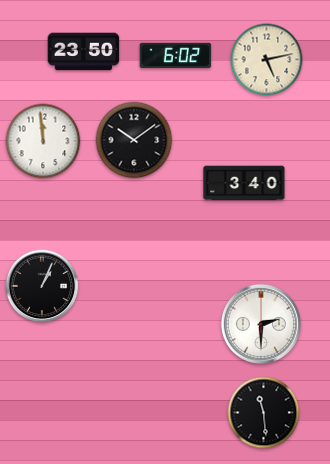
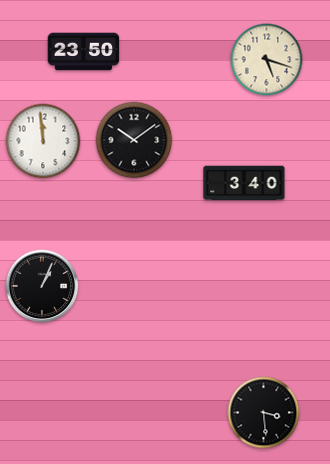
clock at (176, 55): 6:02 -> none
clock at (267, 60): 5:13 -> 5:18
clock at (261, 324): 2:30 -> none
clock at (264, 413): 11:29 -> 3:29
